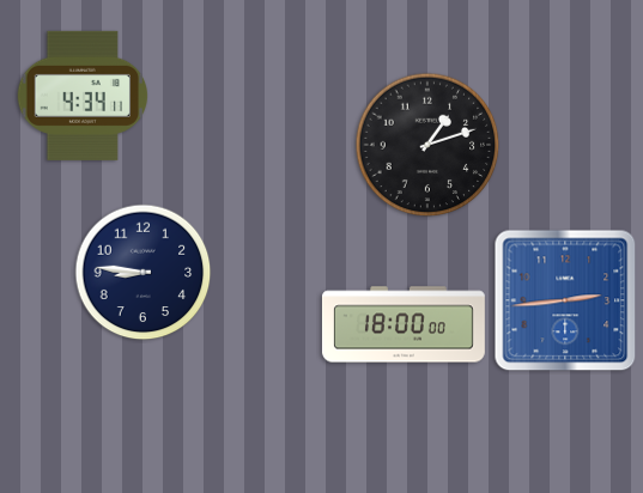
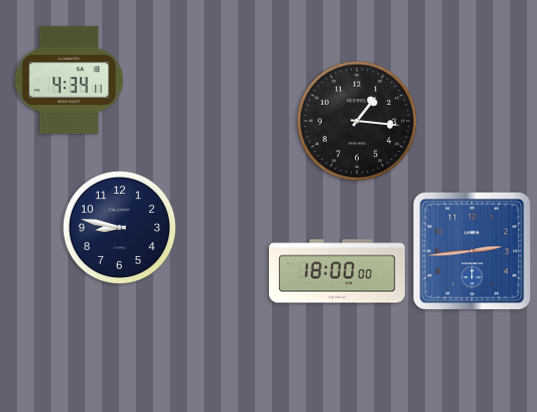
clock at (427, 145): 1:12 -> 1:16
clock at (144, 273): 8:46 -> 8:47
